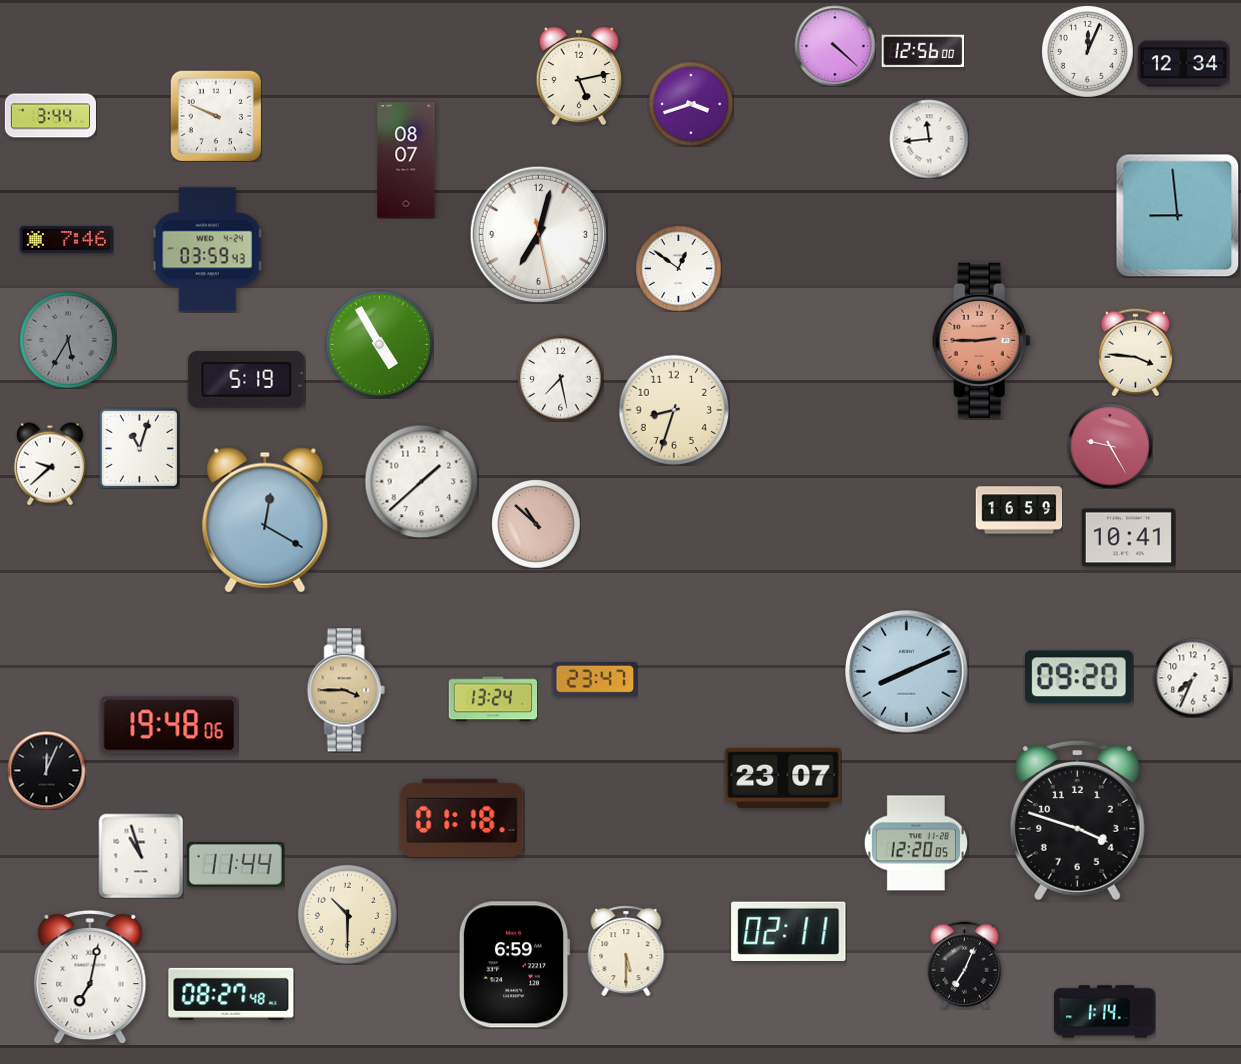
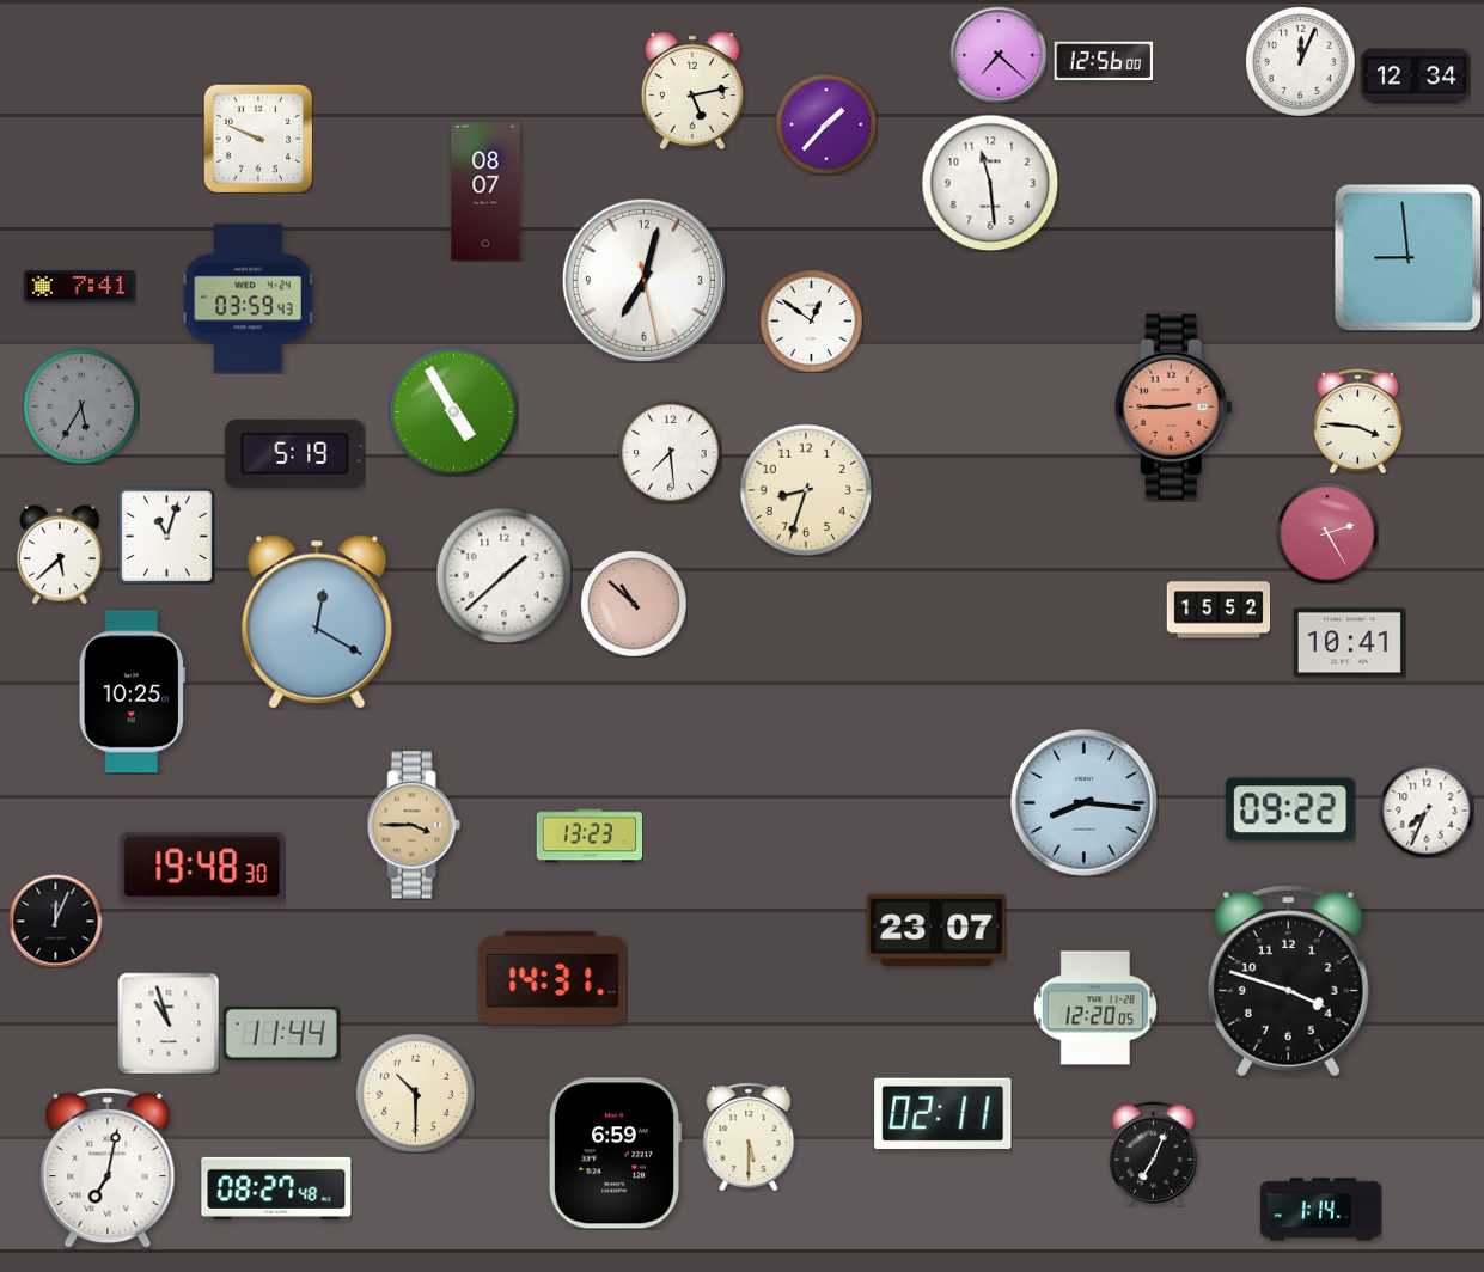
clock at (835, 46): 4:22 -> 7:22
clock at (691, 104): 3:42 -> 1:37
clock at (50, 116): 3:44 -> none
clock at (929, 139): 11:44 -> none
clock at (990, 183): none -> 11:29
clock at (66, 239): 7:46 -> 7:41
clock at (560, 378): 7:28 -> 7:29
clock at (1110, 446): 9:25 -> 2:25
clock at (50, 464): 9:38 -> 5:38
clock at (1019, 510): 16:59 -> 15:52
clock at (536, 524) position: (536, 524) -> (634, 604)
clock at (132, 692): none -> 10:25
clock at (907, 672): 8:11 -> 8:16
clock at (1079, 677): 09:20 -> 09:22
clock at (595, 679): 23:47 -> none
clock at (493, 699): 13:24 -> 13:23
clock at (169, 725): 19:48:06 -> 19:48:30
clock at (462, 818): 01:18 -> 14:31
